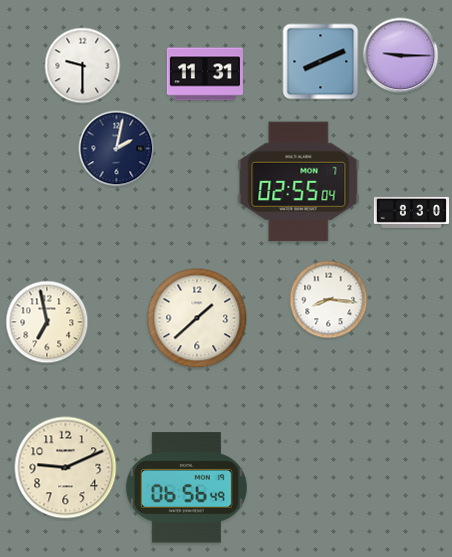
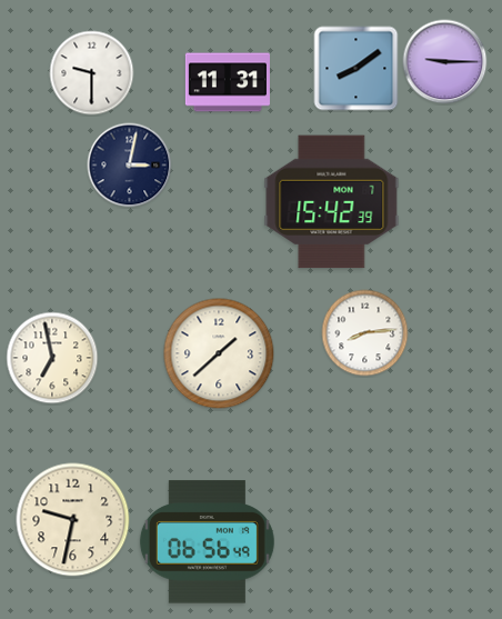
clock at (321, 62): 8:11 -> 8:09
clock at (117, 149): 2:02 -> 3:02
clock at (299, 182): 02:55 -> 15:42
clock at (411, 212): 8:30 -> none
clock at (329, 300): 8:16 -> 8:14
clock at (66, 468): 9:11 -> 9:32
